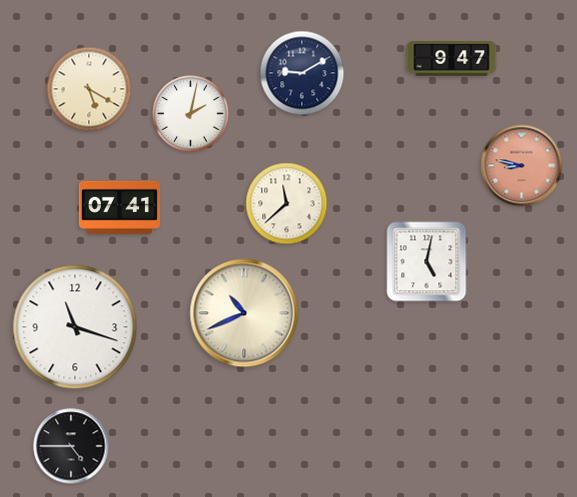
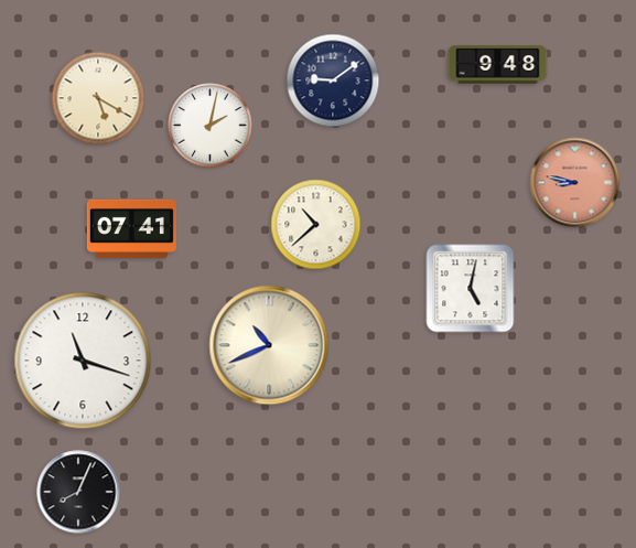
clock at (452, 59): 9:47 -> 9:48
clock at (302, 73): 9:10 -> 9:09
clock at (287, 204): 11:38 -> 10:38
clock at (71, 446): 4:45 -> 8:04
